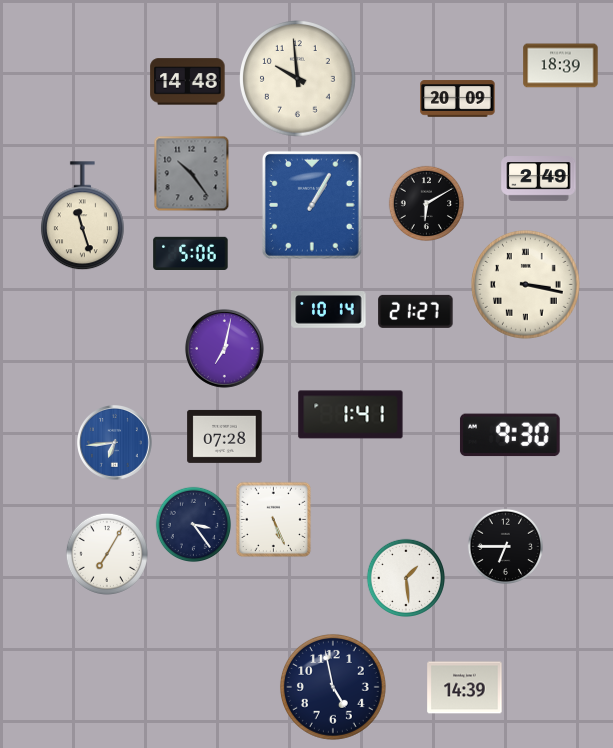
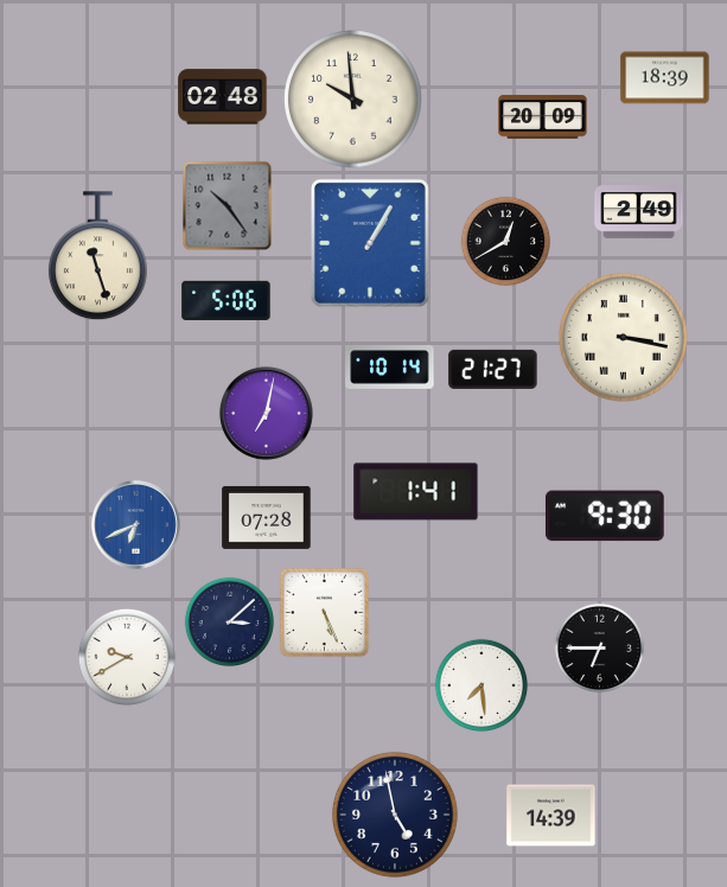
clock at (298, 79) position: (298, 79) -> (353, 100)
clock at (188, 82): 14:48 -> 02:48
clock at (426, 203): 6:10 -> 12:40
clock at (115, 443): 6:44 -> 6:41
clock at (274, 520) position: (274, 520) -> (325, 613)
clock at (193, 524): 3:24 -> 3:08
clock at (107, 554): 7:05 -> 9:40
clock at (405, 577): 1:29 -> 7:29
